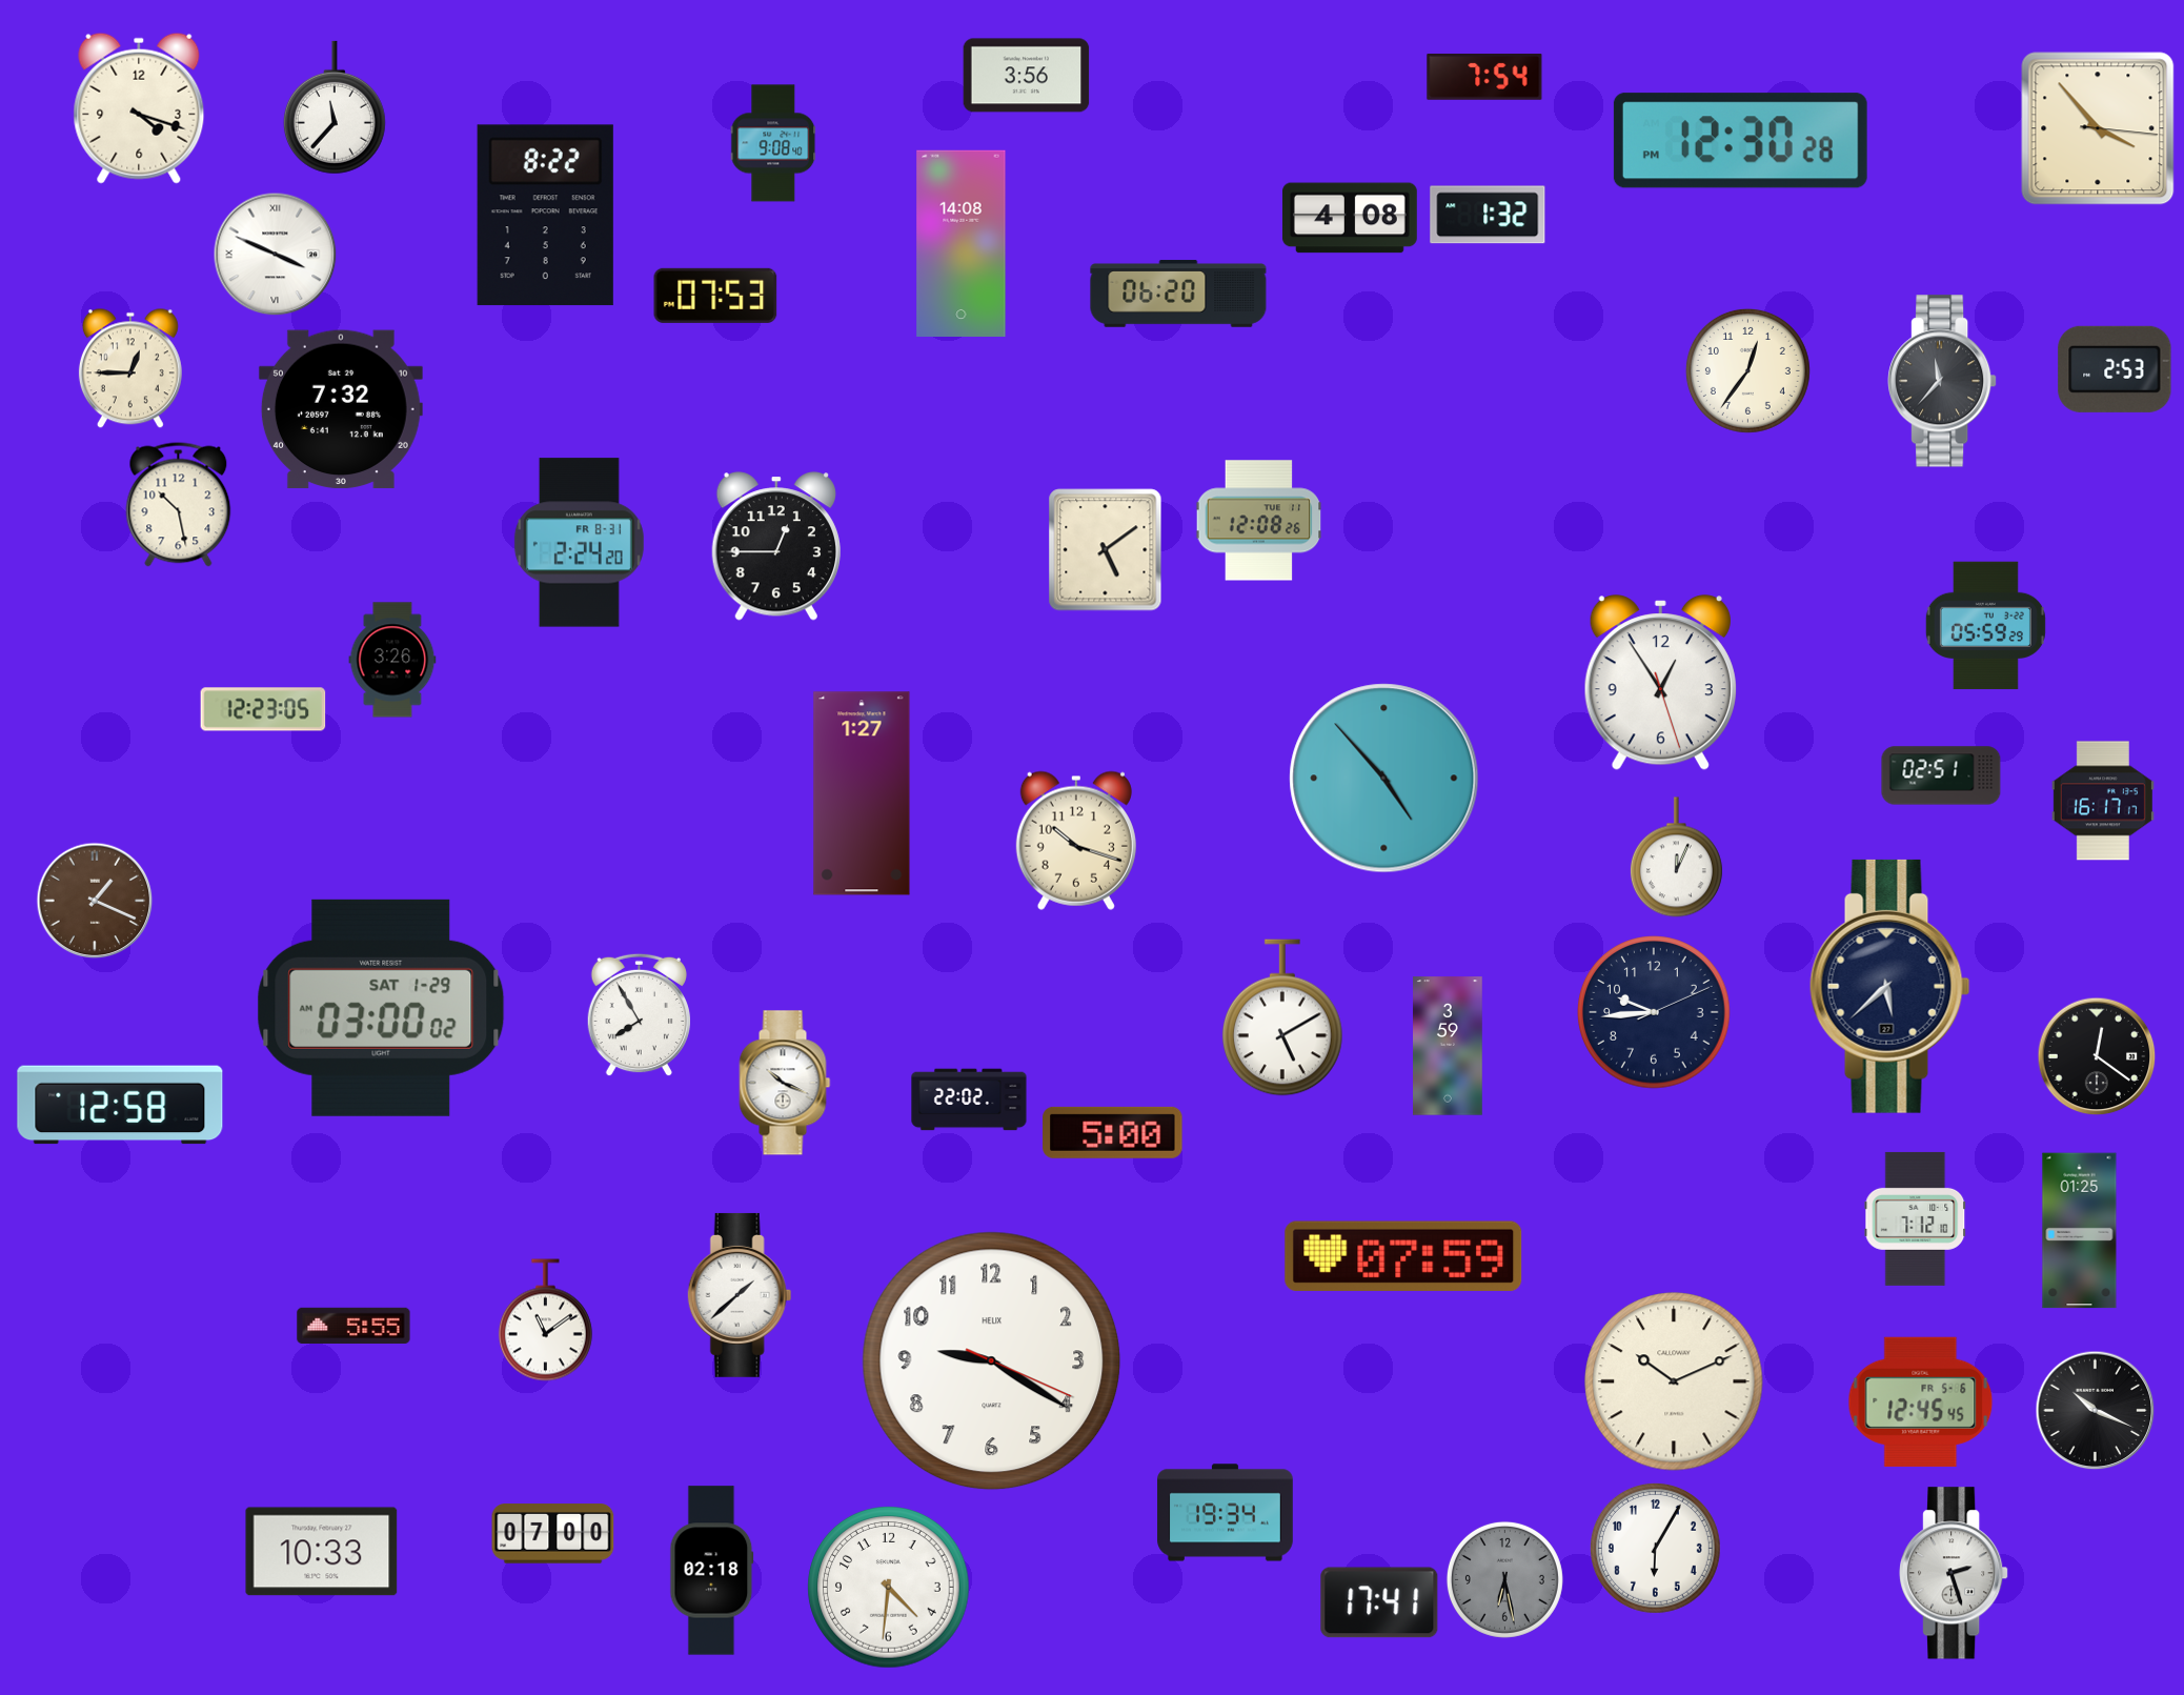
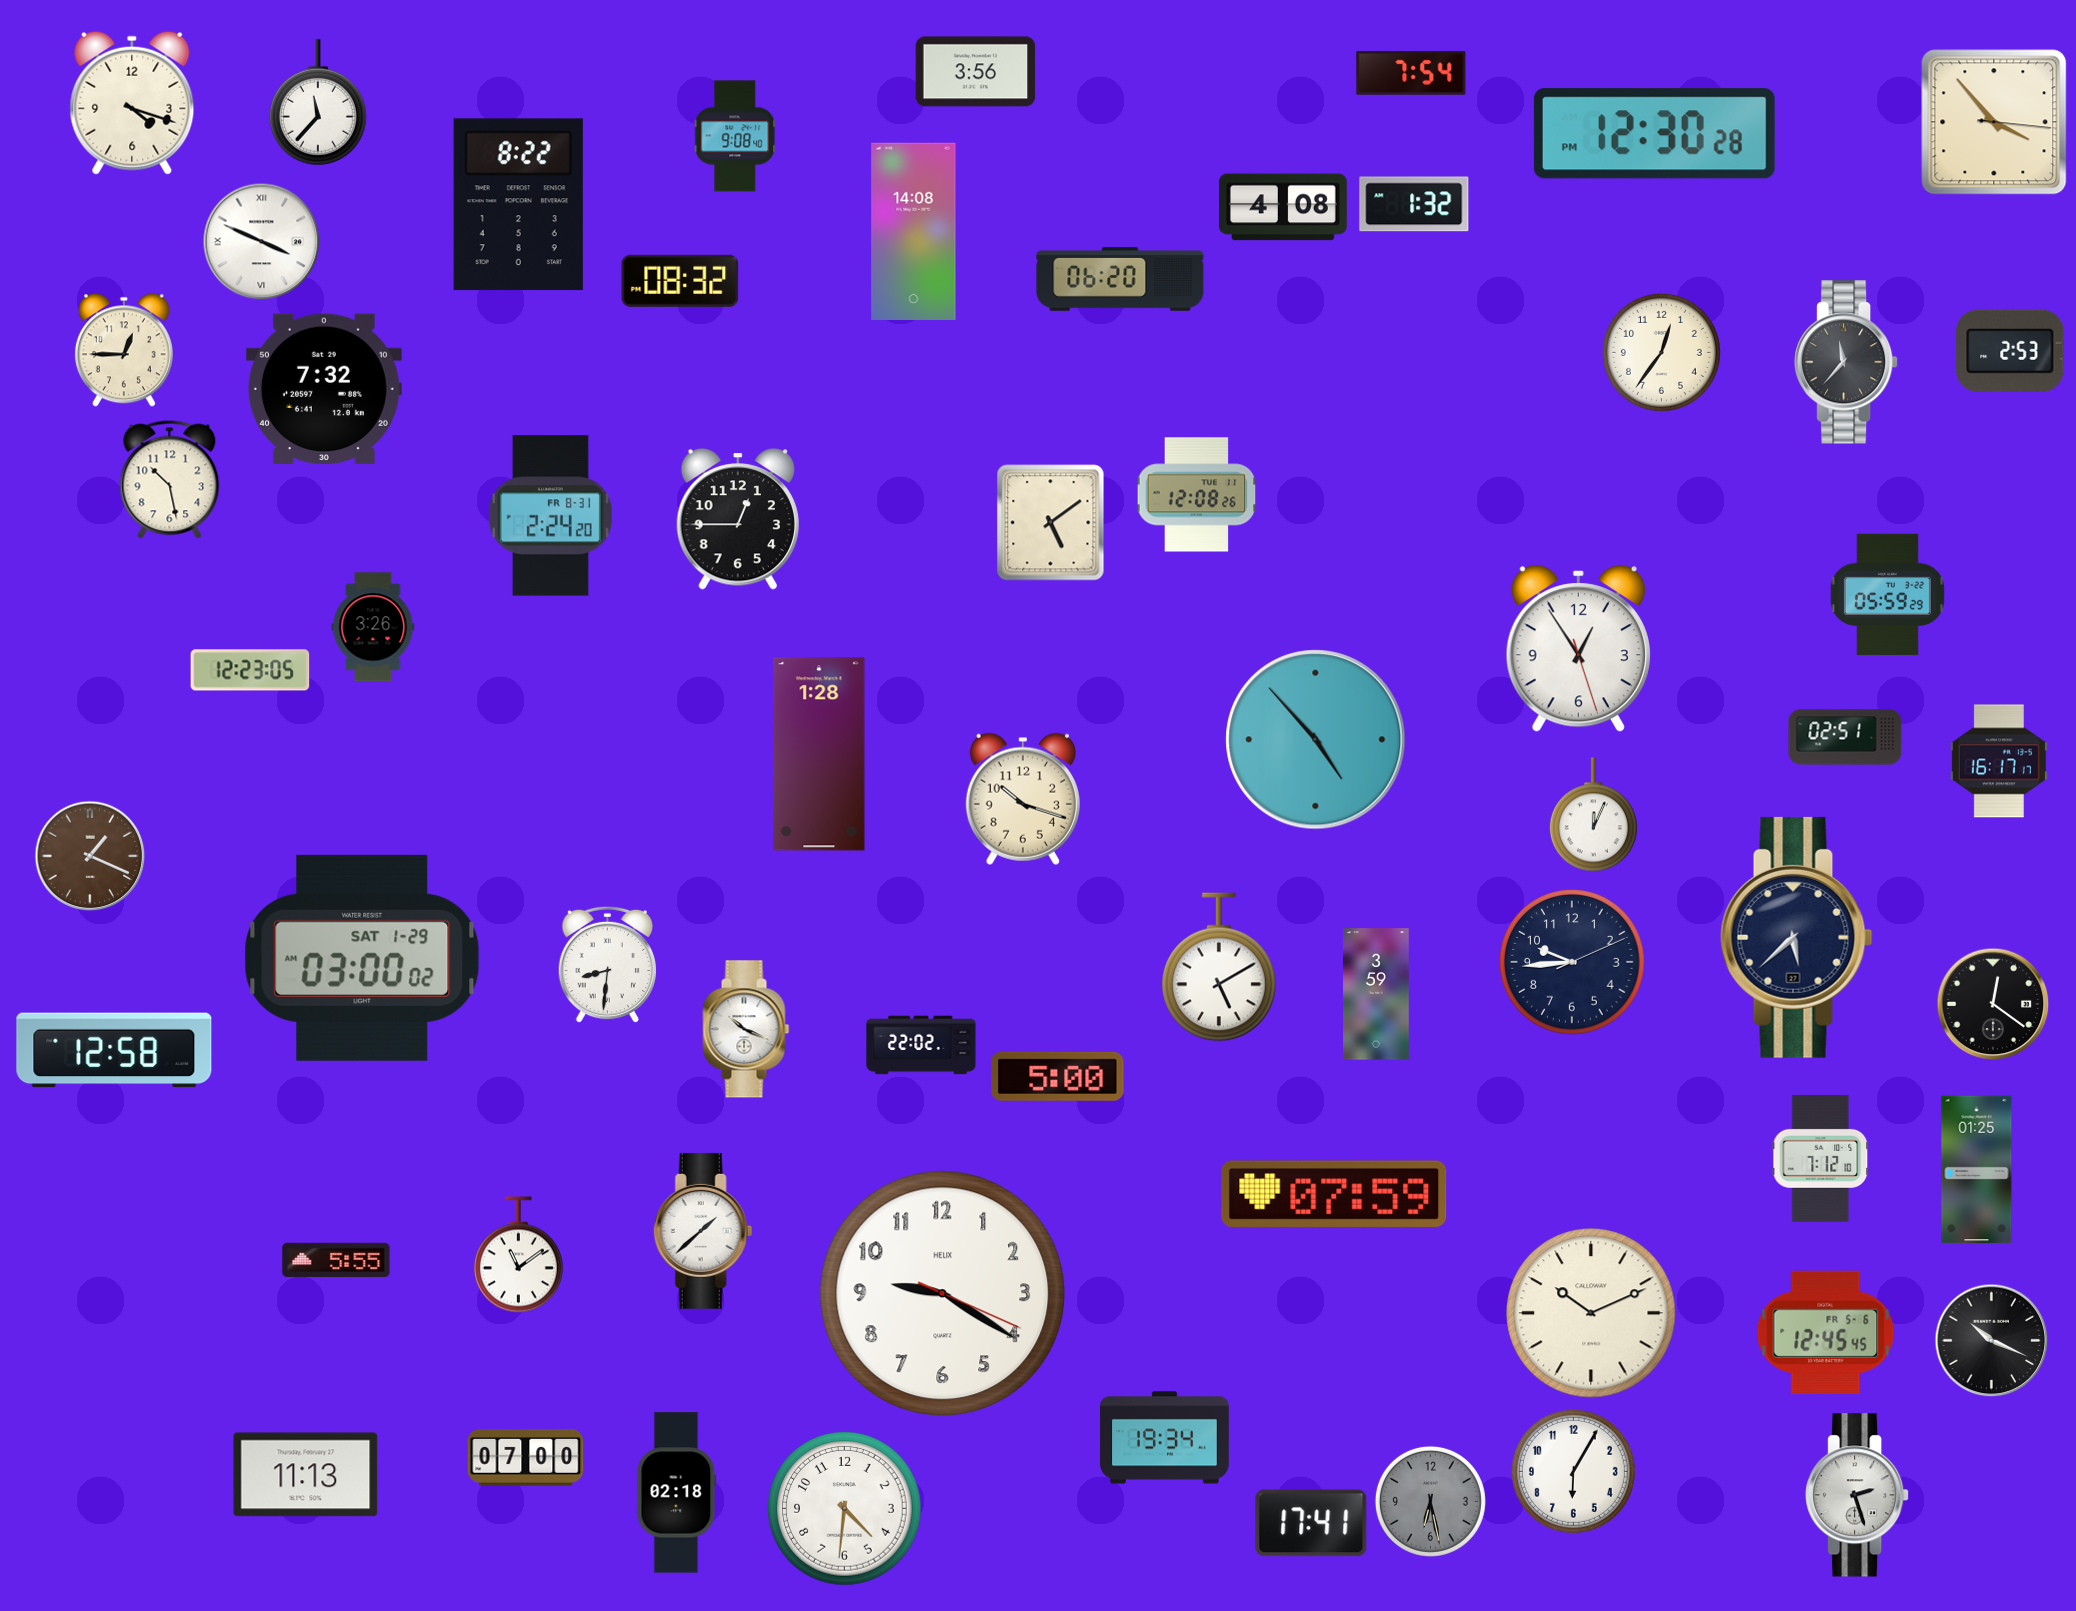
clock at (715, 296): 07:53 -> 08:32
clock at (263, 709) position: (263, 709) -> (250, 670)
clock at (862, 793): 1:27 -> 1:28
clock at (639, 1015): 7:55 -> 8:31
clock at (322, 1552): 10:33 -> 11:13
